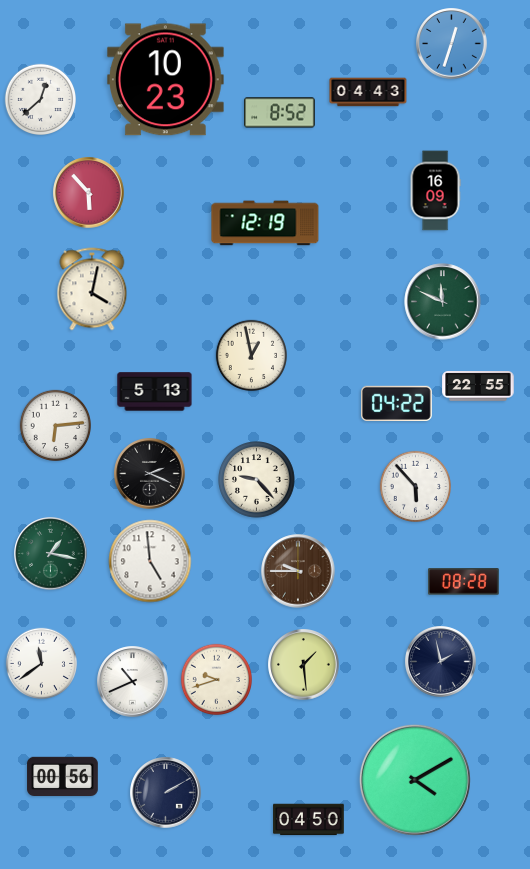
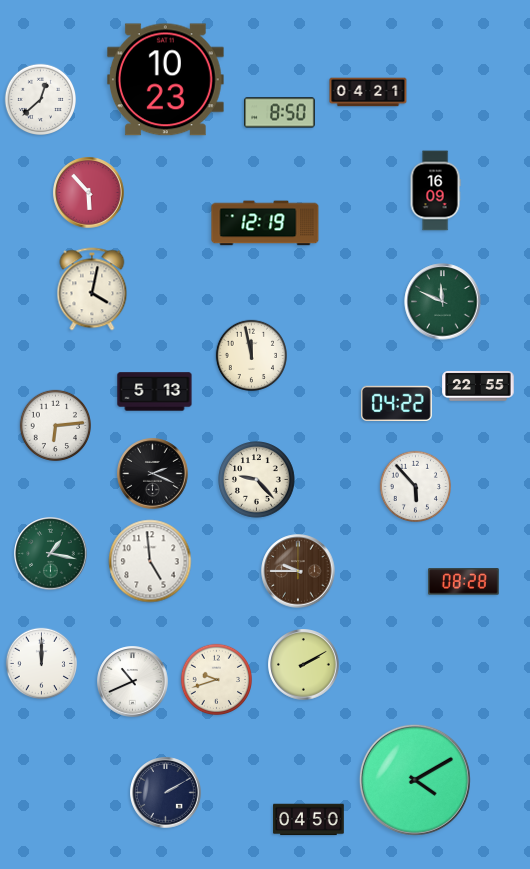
clock at (452, 44): 12:33 -> none
clock at (368, 92): 04:43 -> 04:21
clock at (280, 113): 8:52 -> 8:50
clock at (251, 355): 12:58 -> 11:58
clock at (150, 474) position: (150, 474) -> (153, 474)
clock at (441, 662): 1:58 -> none
clock at (41, 663): 11:39 -> 12:00
clock at (304, 665): 1:29 -> 2:10
clock at (63, 777): 00:56 -> none
